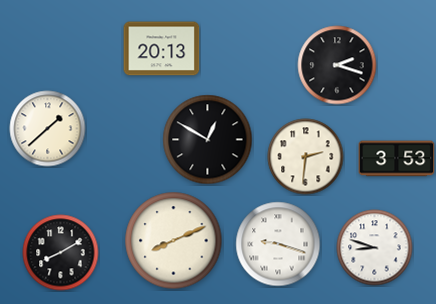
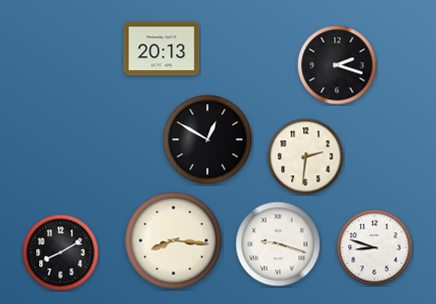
clock at (48, 129): 1:38 -> none
clock at (397, 159): 3:53 -> none
clock at (174, 241): 8:11 -> 8:16
